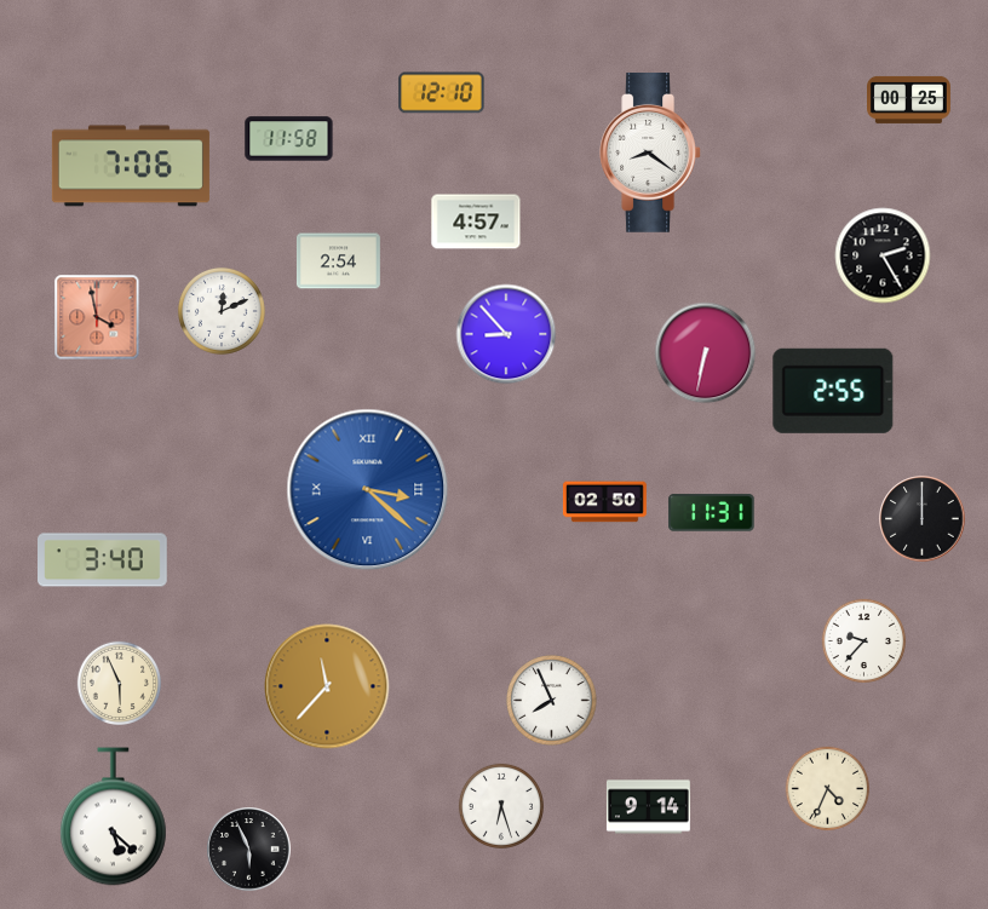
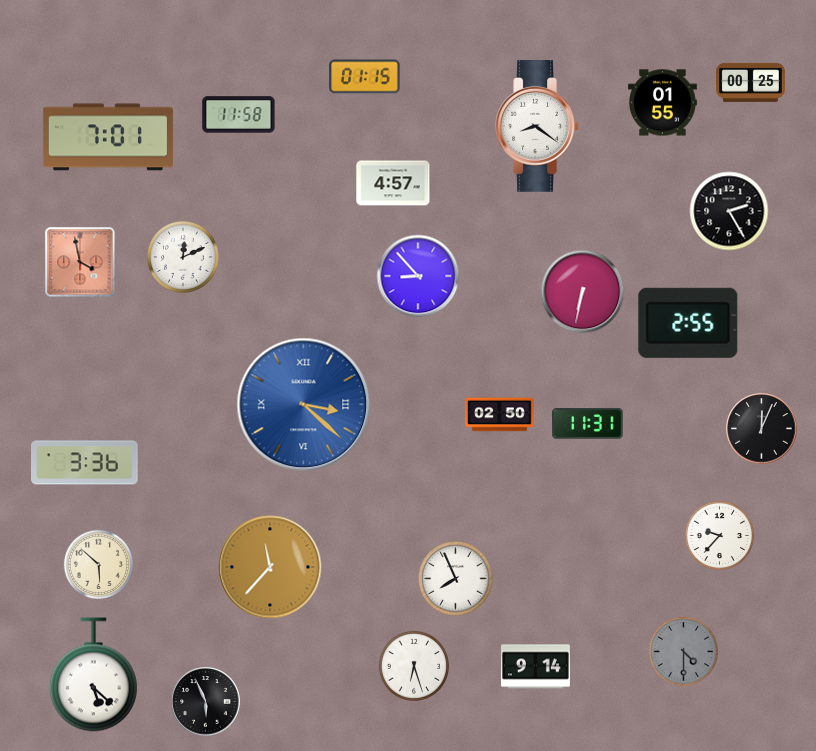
clock at (442, 93): 12:10 -> 01:15
clock at (662, 103): none -> 01:55
clock at (131, 166): 7:06 -> 7:01
clock at (338, 261): 2:54 -> none
clock at (923, 519): 12:00 -> 12:04
clock at (103, 560): 3:40 -> 3:36
clock at (863, 640) position: (863, 640) -> (719, 535)
clock at (119, 683): 5:56 -> 5:52
clock at (827, 788): 4:34 -> 4:30
clock at (827, 788) dial: cream -> grey
